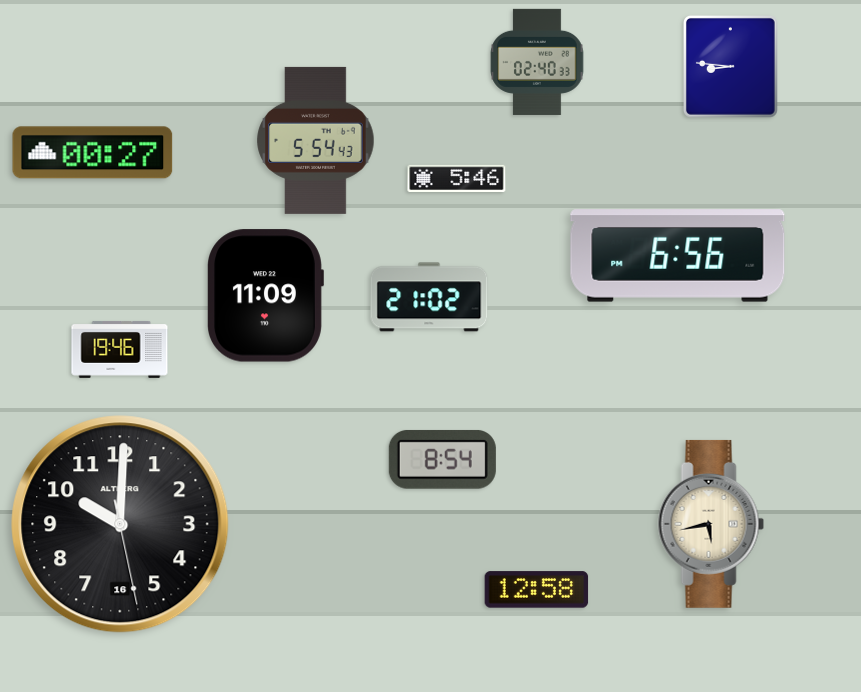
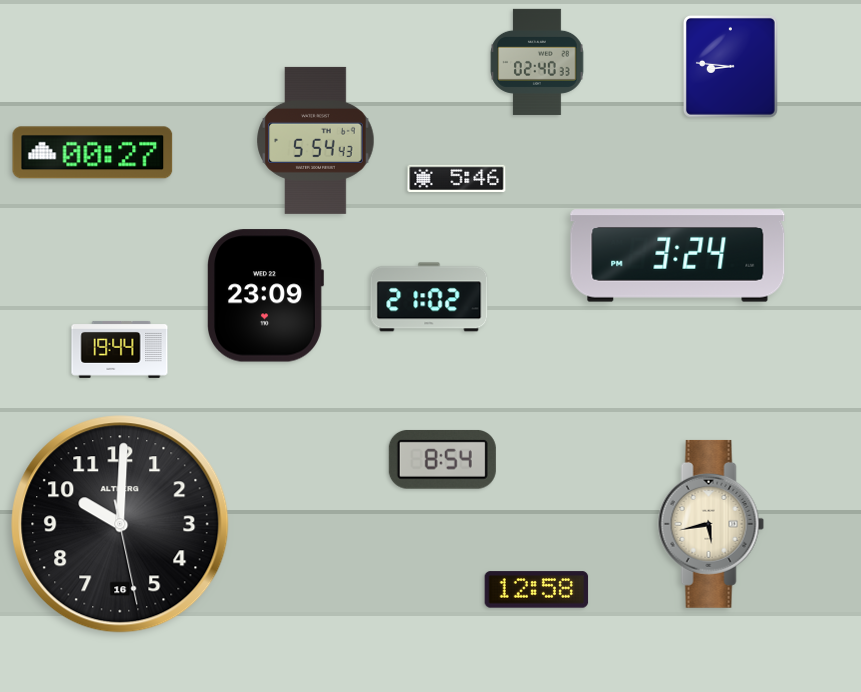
clock at (678, 256): 6:56 -> 3:24
clock at (266, 296): 11:09 -> 23:09
clock at (120, 349): 19:46 -> 19:44
